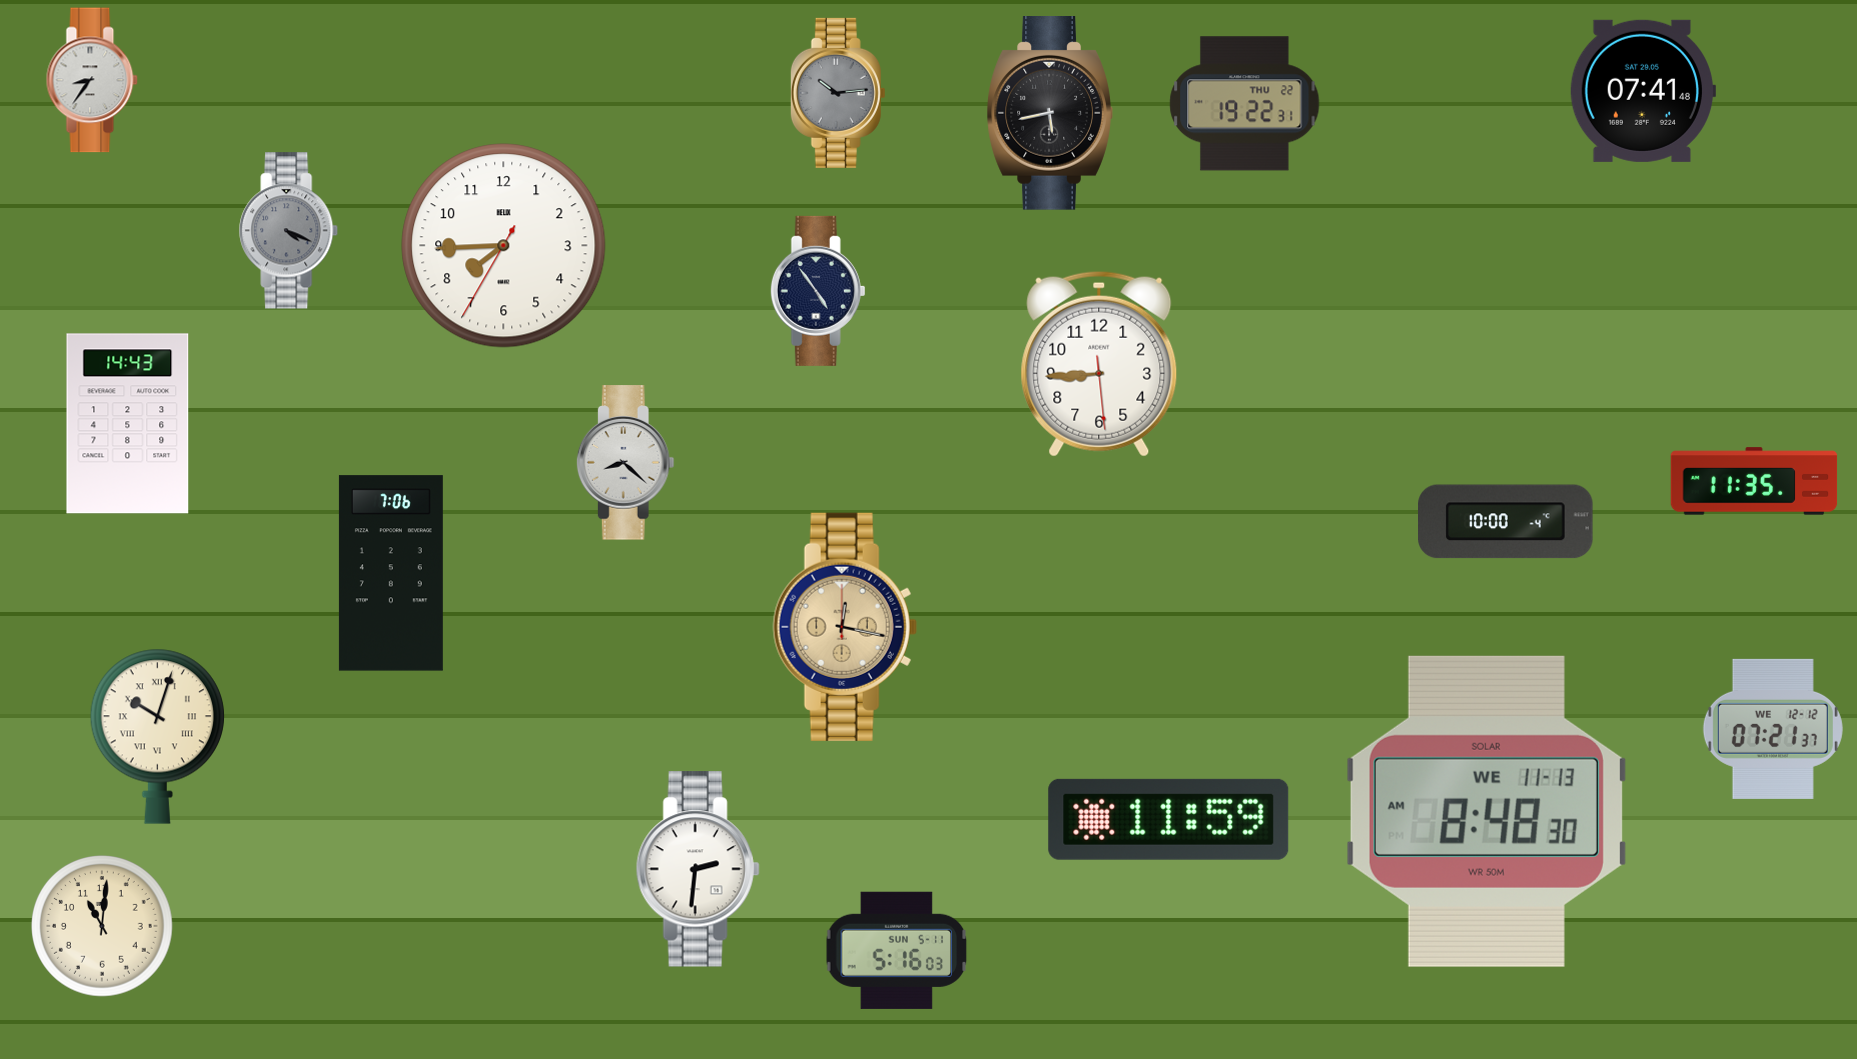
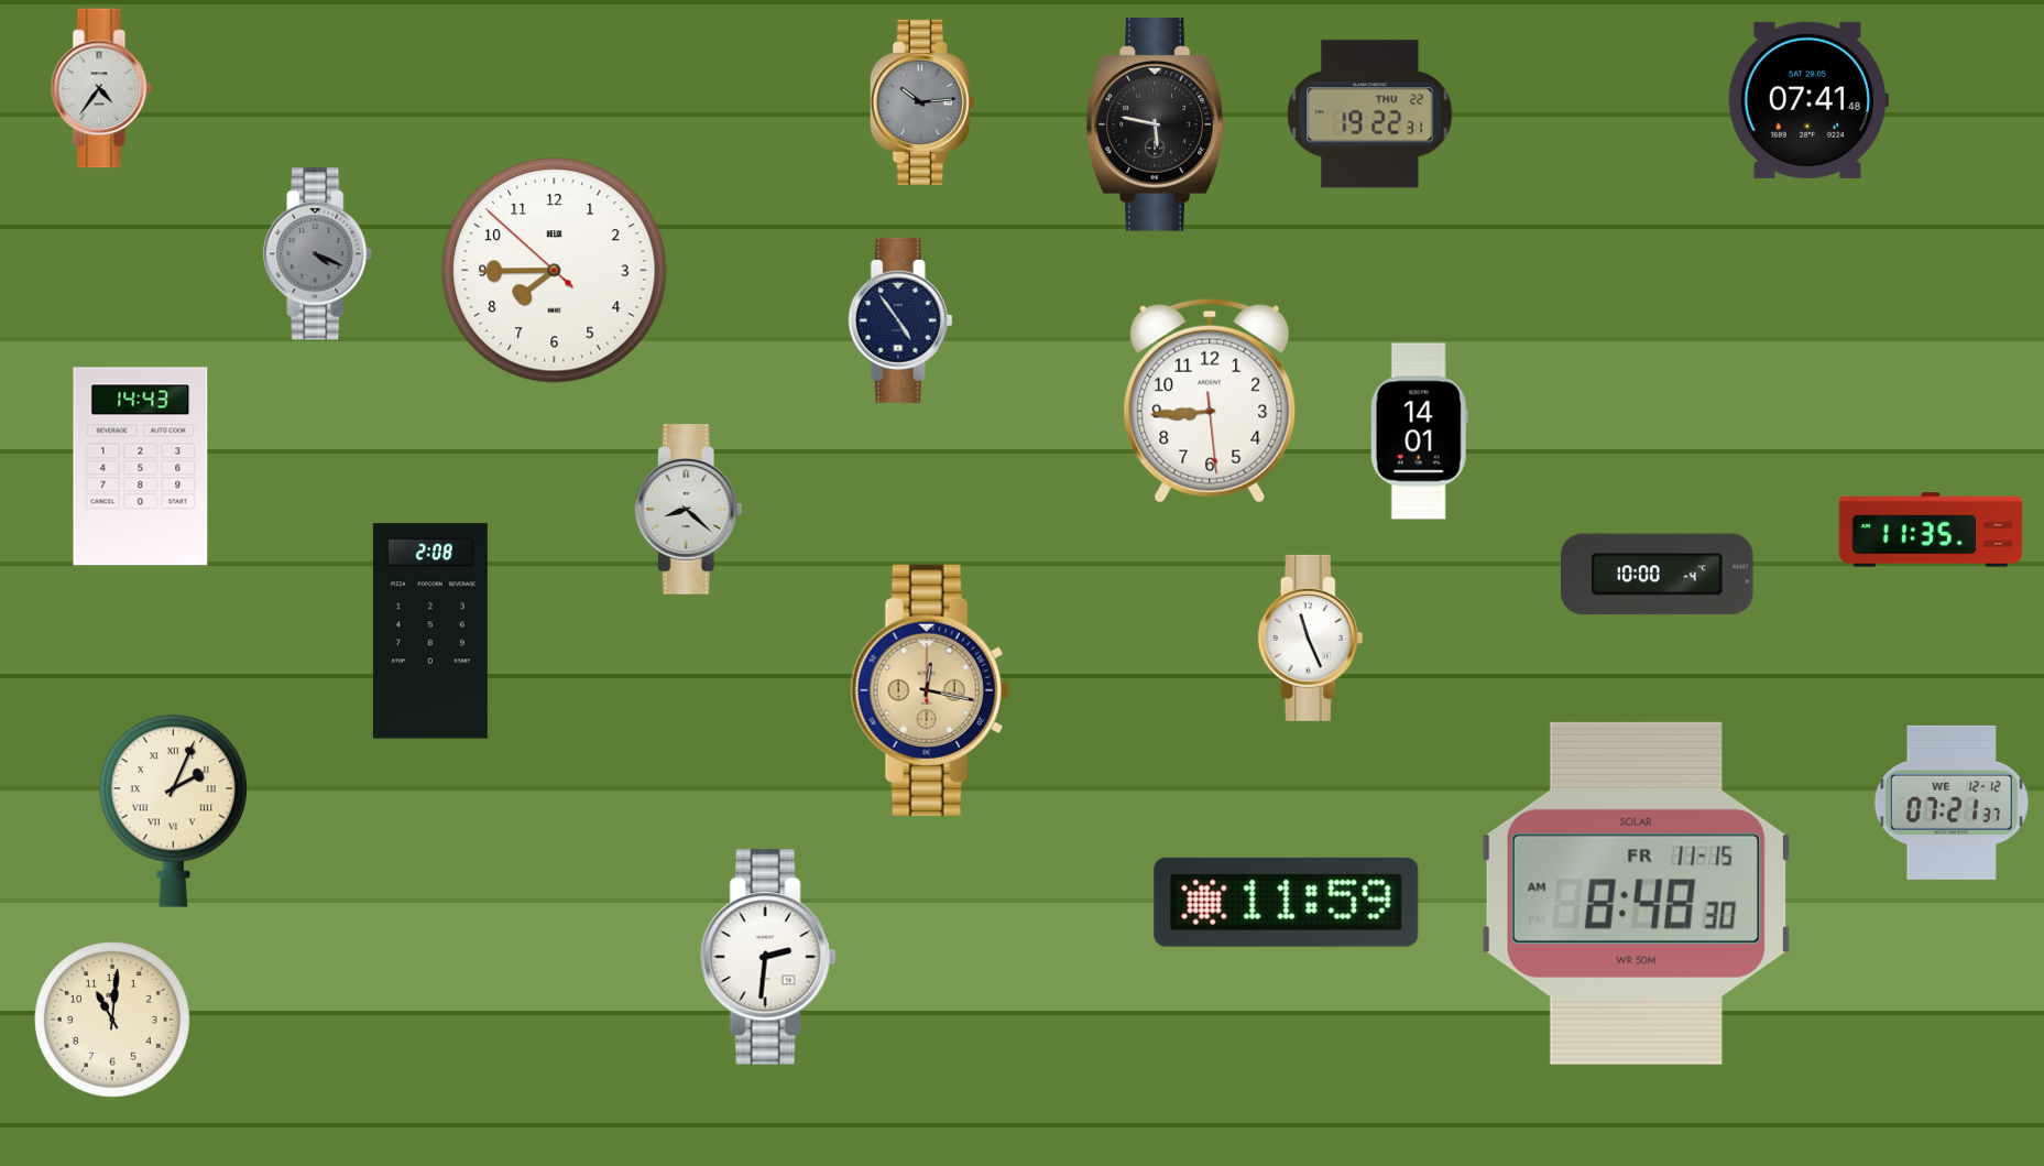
clock at (92, 80): 8:36 -> 4:36
clock at (1050, 114): 5:43 -> 5:47
clock at (504, 246): 7:44:35 -> 7:44:52
clock at (1419, 432): none -> 14:01
clock at (391, 573): 7:06 -> 2:08
clock at (1311, 638): none -> 11:26
clock at (157, 736): 10:03 -> 2:04
clock at (1486, 811) date: WE 11-13 -> FR 11-15
clock at (897, 950): 5:16 -> none
